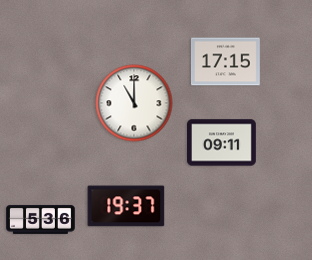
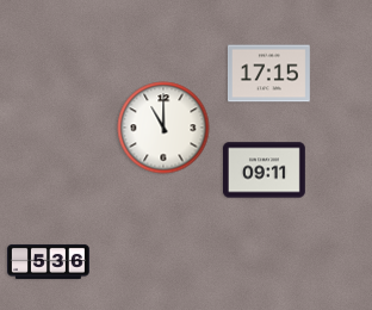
clock at (134, 103) position: (134, 103) -> (163, 128)
clock at (126, 206): 19:37 -> none
